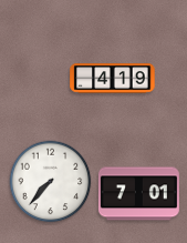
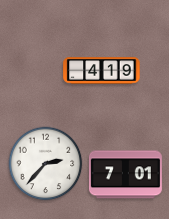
clock at (51, 182): 7:37 -> 2:37
